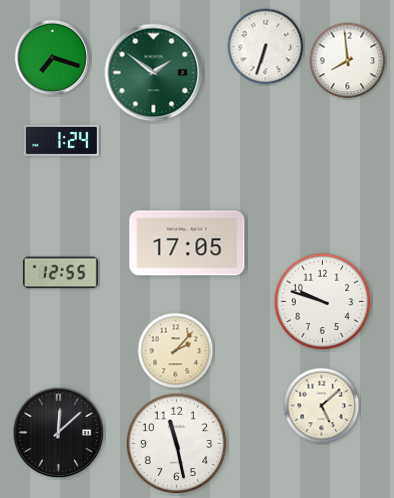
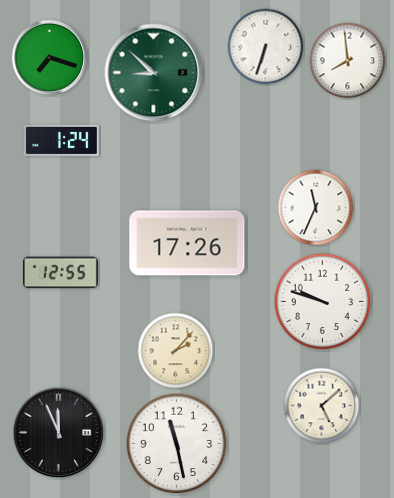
clock at (53, 58) position: (53, 58) -> (50, 58)
clock at (154, 73): 1:51 -> 8:52
clock at (316, 208): none -> 11:34
clock at (187, 243): 17:05 -> 17:26
clock at (59, 433): 12:08 -> 11:56
